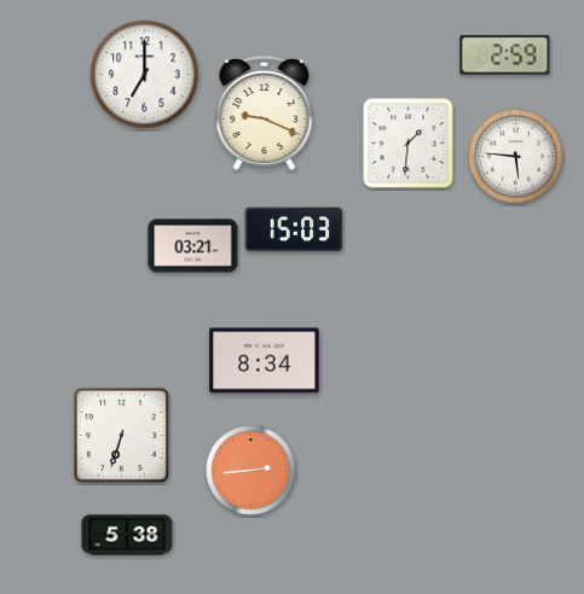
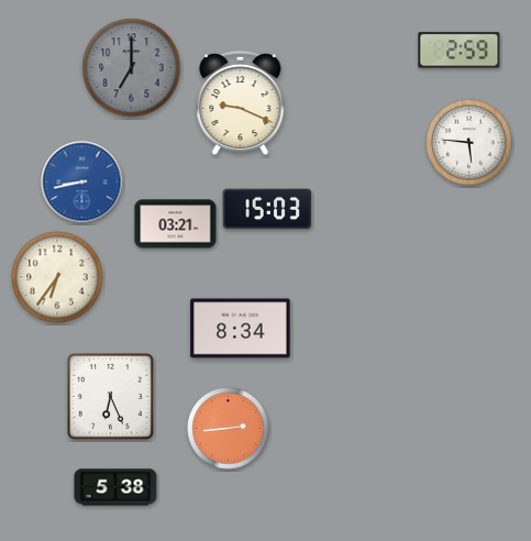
clock at (145, 75) dial: white -> grey
clock at (409, 144): 1:31 -> none
clock at (82, 183): none -> 8:43
clock at (57, 277): none -> 6:36
clock at (122, 436): 6:33 -> 6:26
